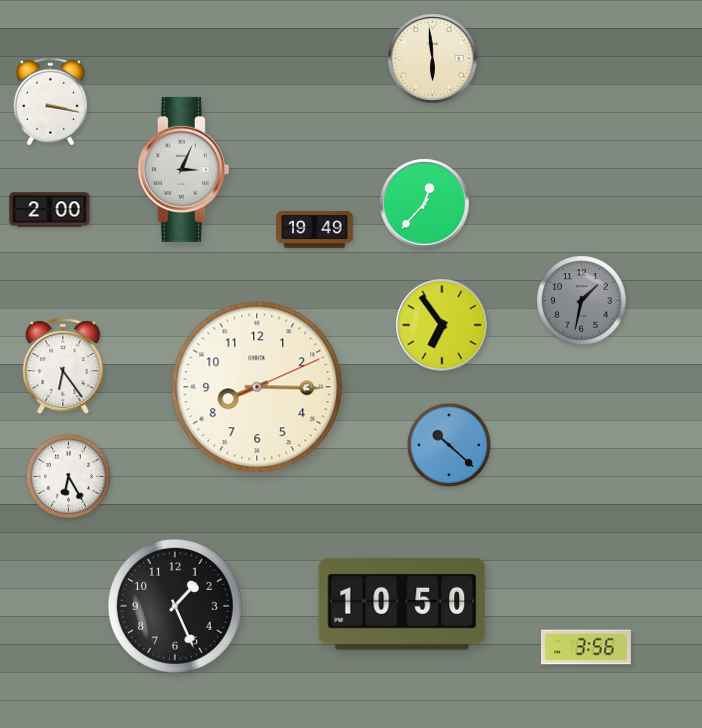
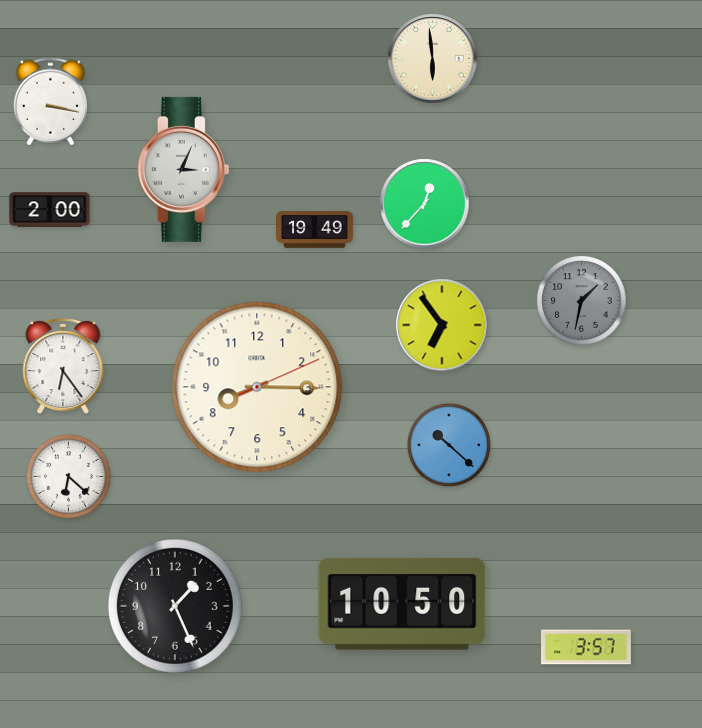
clock at (68, 476): 6:25 -> 6:22
clock at (586, 647): 3:56 -> 3:57
